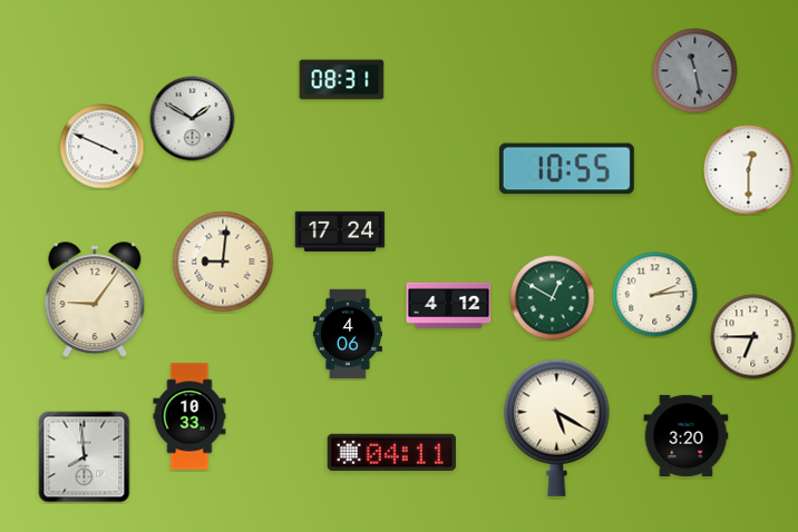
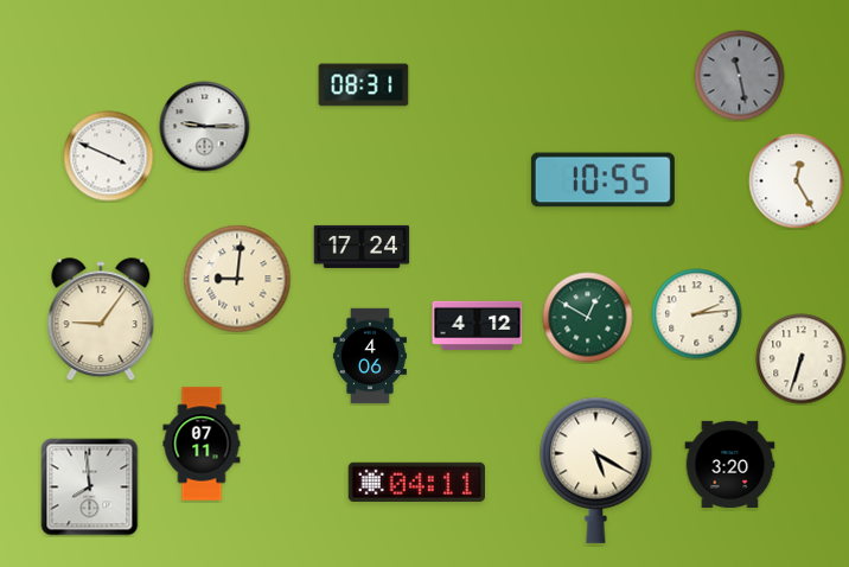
clock at (193, 119): 1:50 -> 9:15
clock at (749, 170): 12:30 -> 12:25
clock at (753, 337): 6:45 -> 6:33
clock at (189, 416): 10:33 -> 07:11
clock at (557, 427) position: (557, 427) -> (596, 470)
